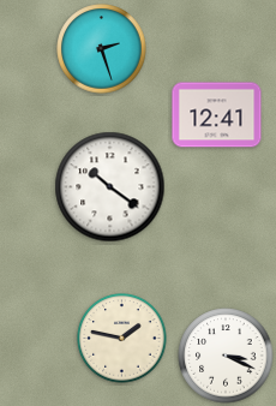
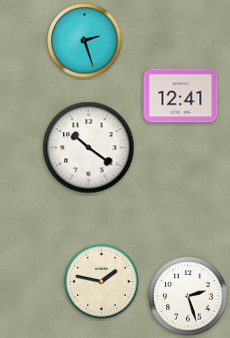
clock at (110, 187) position: (110, 187) -> (89, 148)
clock at (226, 356): 3:19 -> 2:27
